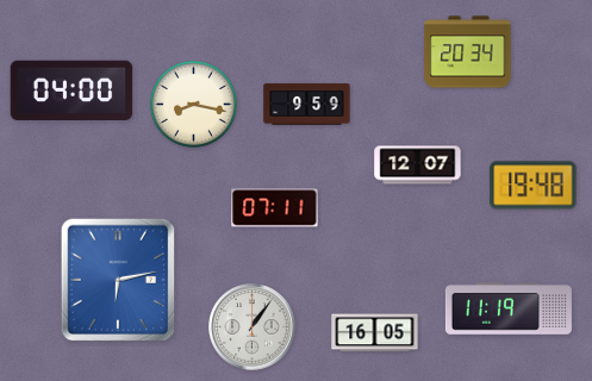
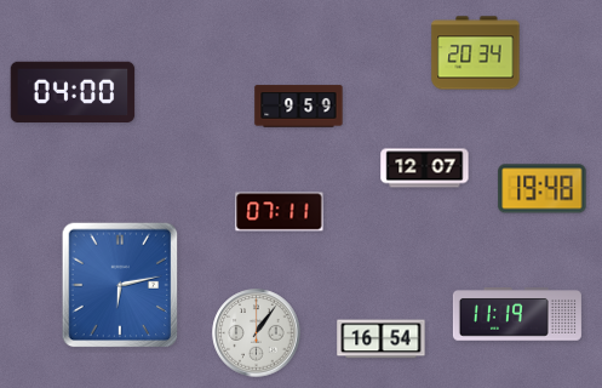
clock at (193, 104): 8:17 -> none
clock at (307, 105) position: (307, 105) -> (299, 107)
clock at (375, 333): 16:05 -> 16:54
